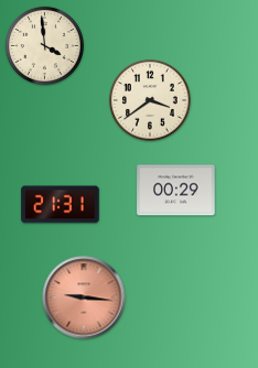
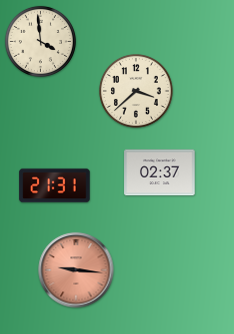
clock at (150, 100): 3:39 -> 3:38
clock at (176, 191): 00:29 -> 02:37
